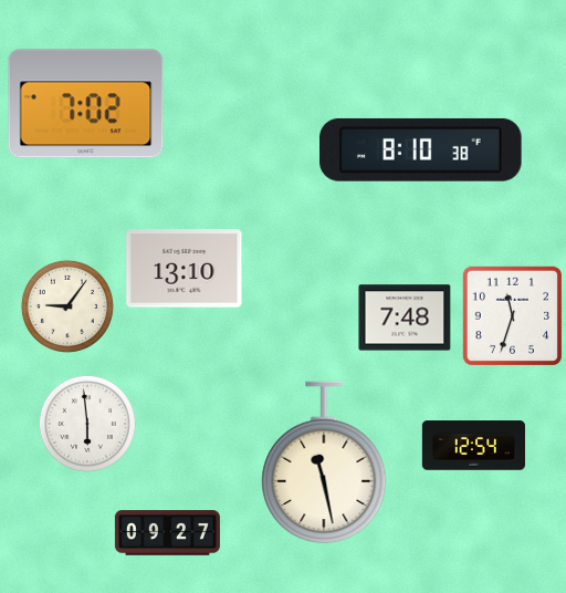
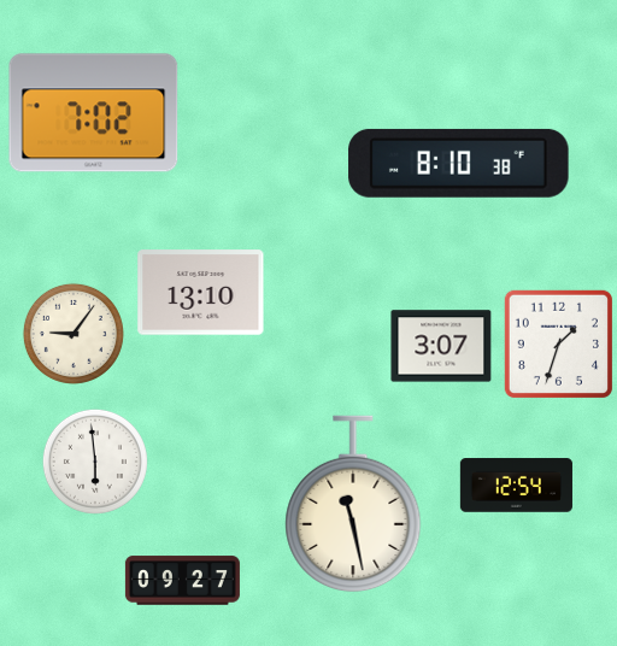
clock at (512, 315): 11:33 -> 1:33
clock at (405, 318): 7:48 -> 3:07
